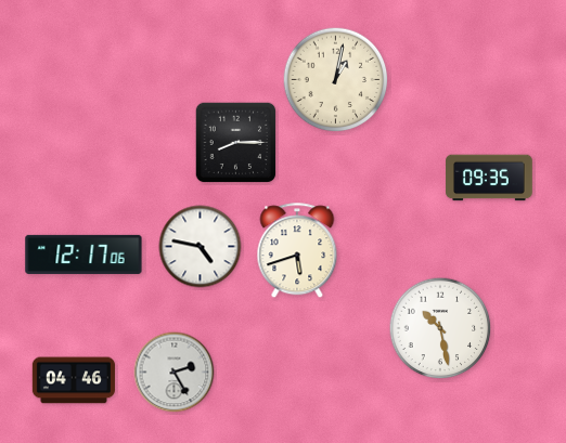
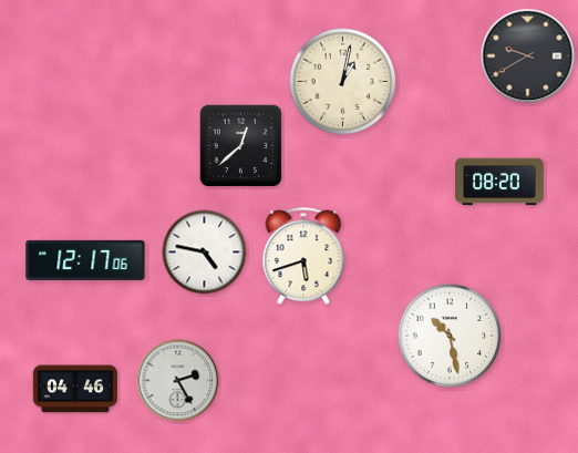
clock at (528, 56): none -> 9:40
clock at (236, 143): 8:15 -> 12:38
clock at (489, 178): 09:35 -> 08:20
